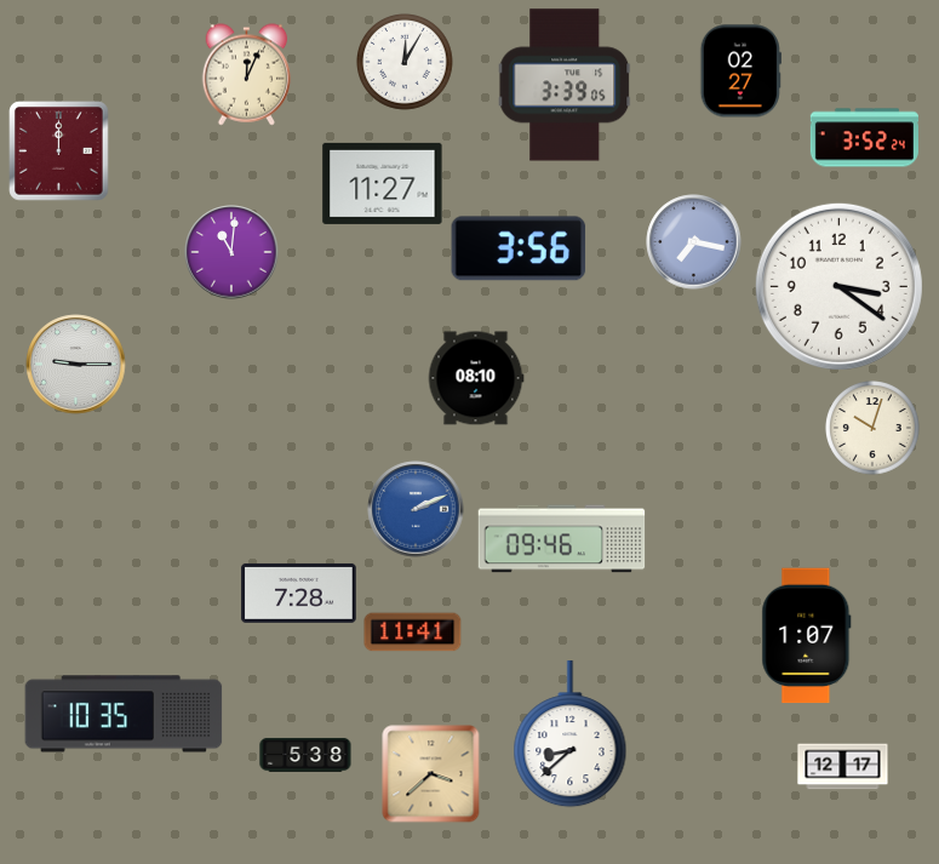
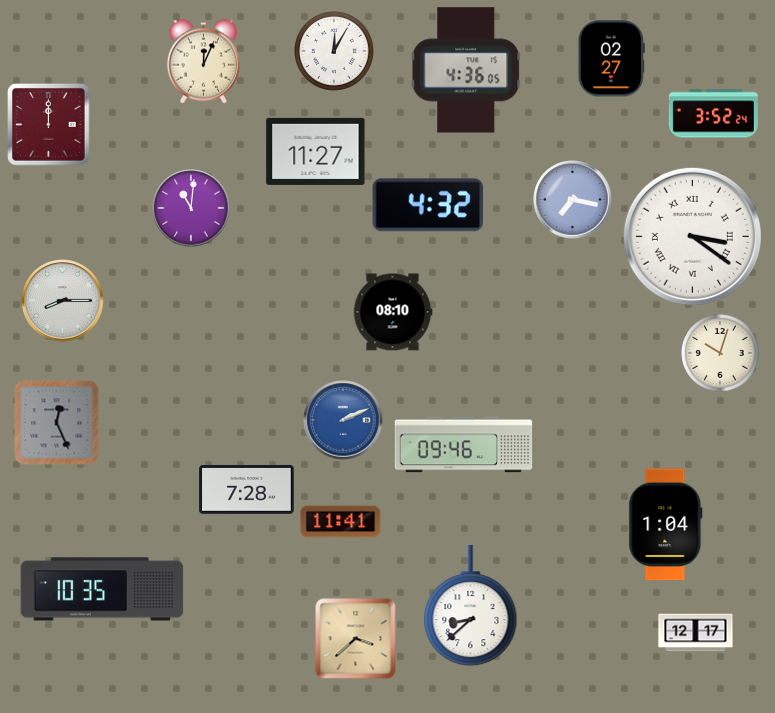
clock at (565, 85): 3:39 -> 4:36
clock at (519, 248): 3:56 -> 4:32
clock at (838, 286) numerals: Arabic -> Roman
clock at (76, 365): 9:15 -> 8:15
clock at (57, 423): none -> 12:26
clock at (807, 636): 1:07 -> 1:04
clock at (305, 755): 5:38 -> none
